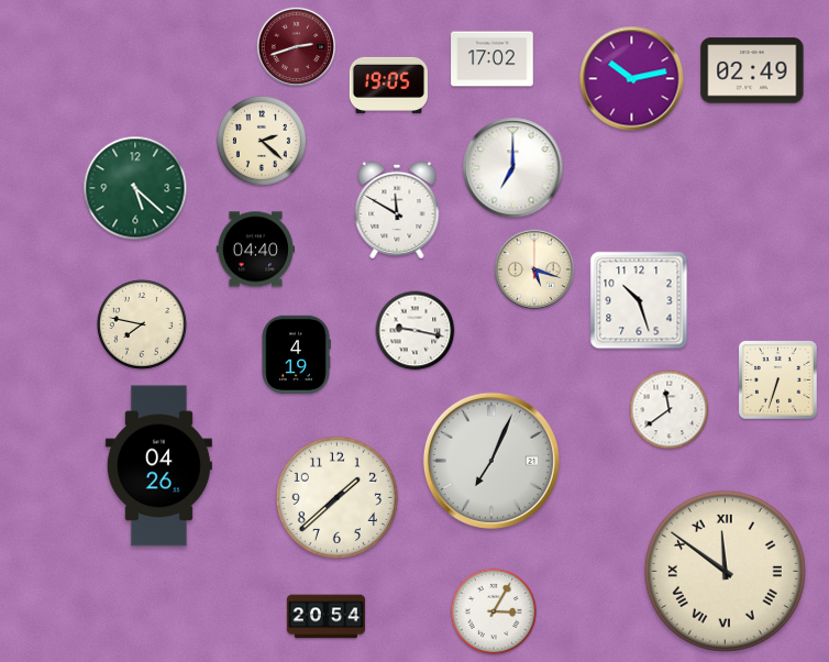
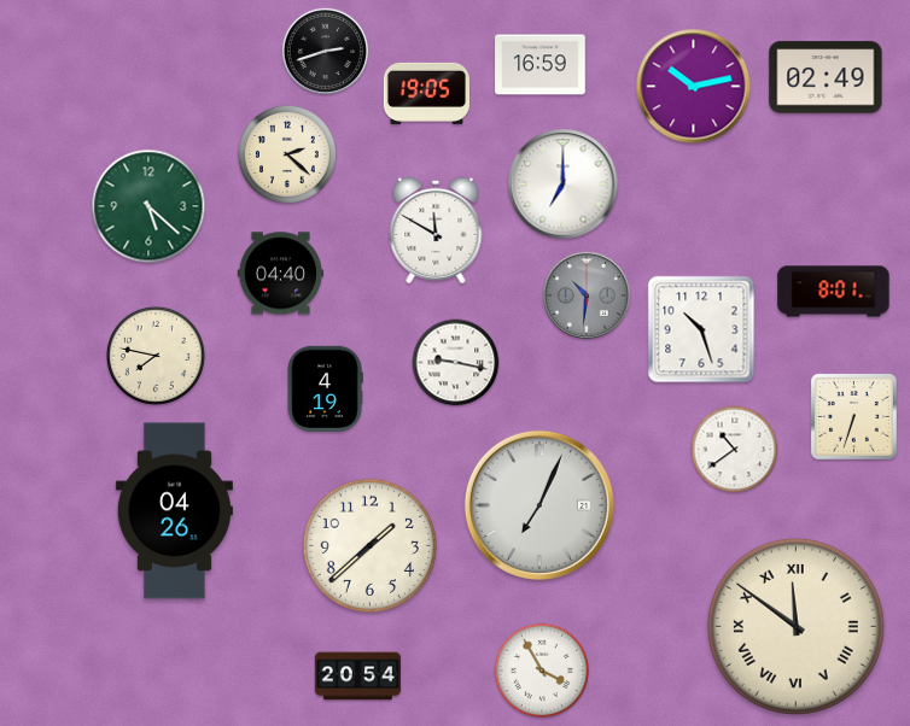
clock at (296, 46) dial: burgundy -> black
clock at (493, 59): 17:02 -> 16:59
clock at (834, 292): none -> 8:01
clock at (534, 269): 5:18 -> 10:31
clock at (534, 269) dial: cream -> grey
clock at (670, 410): 11:39 -> 10:39
clock at (493, 610): 3:05 -> 3:55
